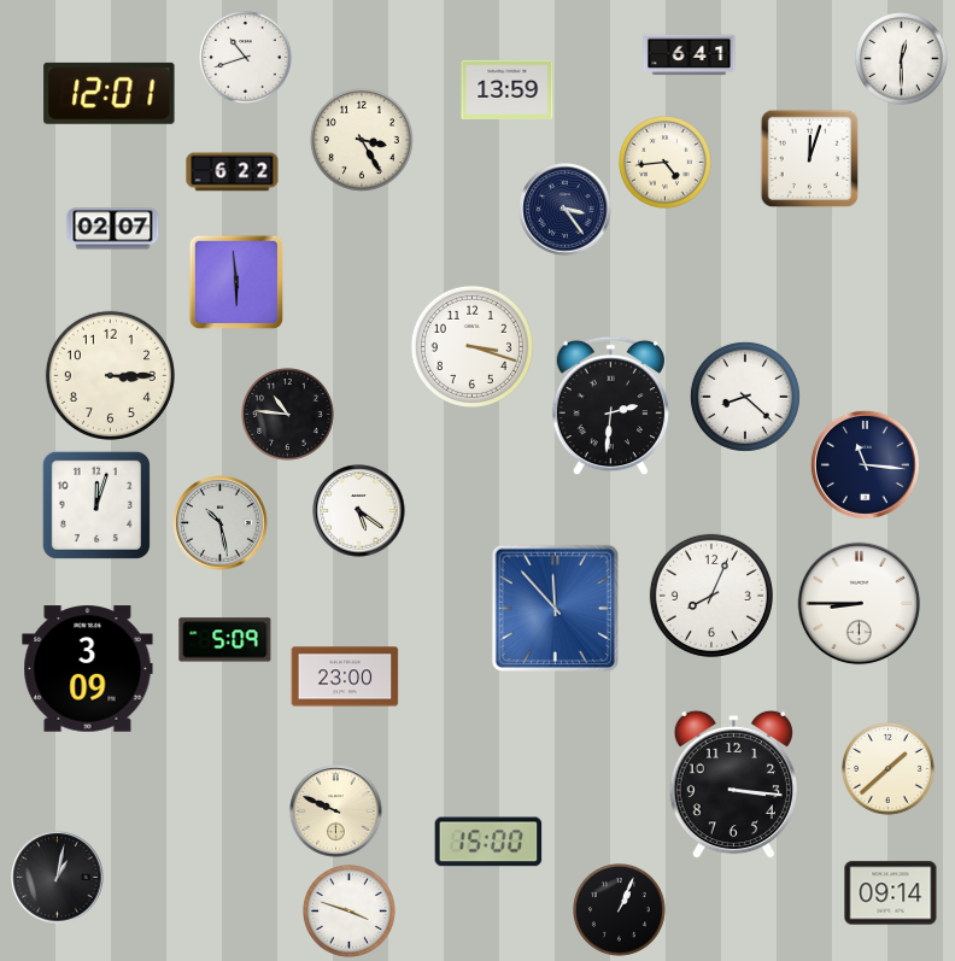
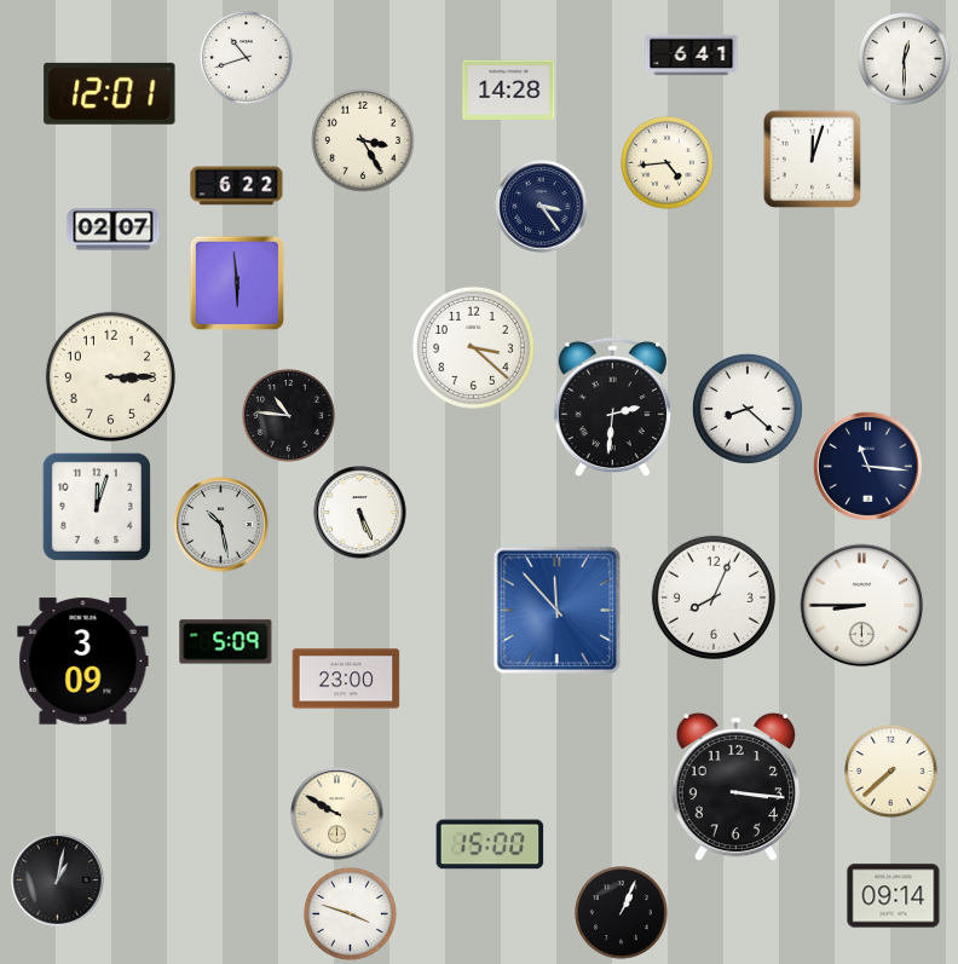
clock at (508, 90): 13:59 -> 14:28
clock at (233, 172) position: (233, 172) -> (237, 186)
clock at (566, 210) position: (566, 210) -> (542, 207)
clock at (471, 346): 3:18 -> 3:22
clock at (745, 397) position: (745, 397) -> (748, 409)
clock at (359, 511): 5:21 -> 5:26
clock at (88, 669) position: (88, 669) -> (83, 662)
clock at (889, 769): 1:38 -> 7:38
clock at (336, 811): 9:49 -> 9:50
